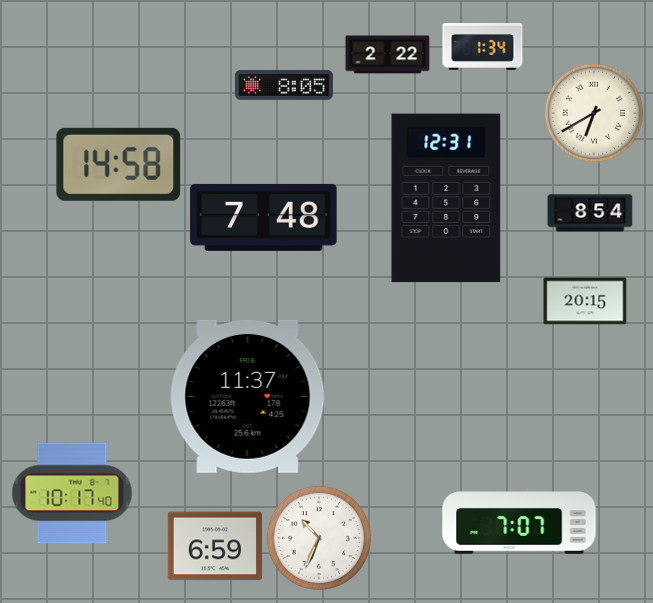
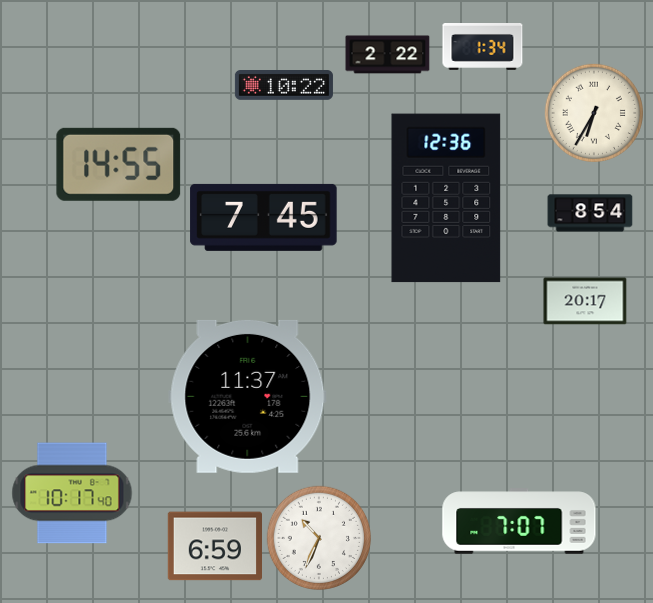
clock at (284, 86): 8:05 -> 10:22
clock at (594, 113): 6:40 -> 6:35
clock at (119, 164): 14:58 -> 14:55
clock at (446, 198): 12:31 -> 12:36
clock at (264, 217): 7:48 -> 7:45
clock at (585, 301): 20:15 -> 20:17
